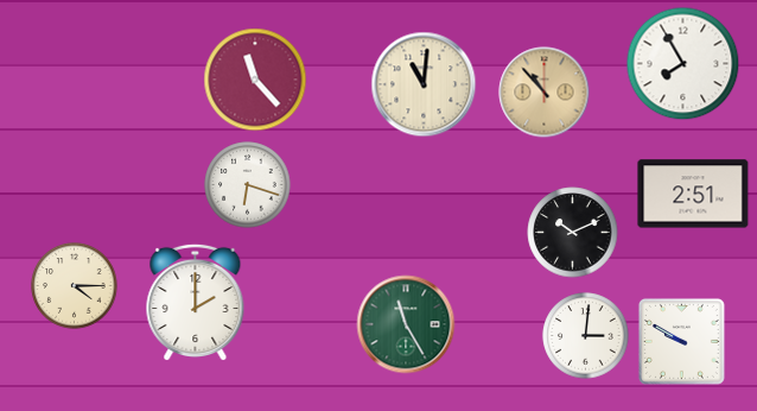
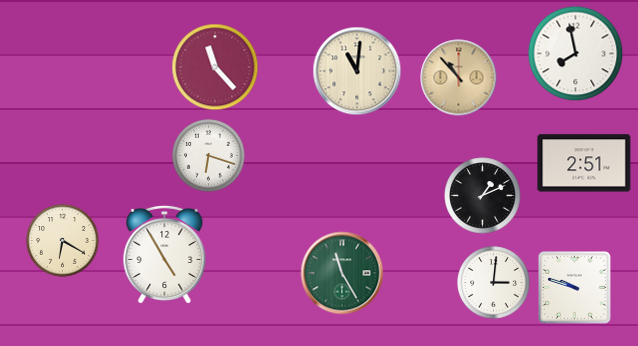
clock at (683, 64): 7:55 -> 7:58
clock at (573, 233): 10:11 -> 1:11
clock at (75, 286): 4:15 -> 6:20
clock at (196, 303): 2:00 -> 4:55
clock at (681, 341): 9:50 -> 9:48
